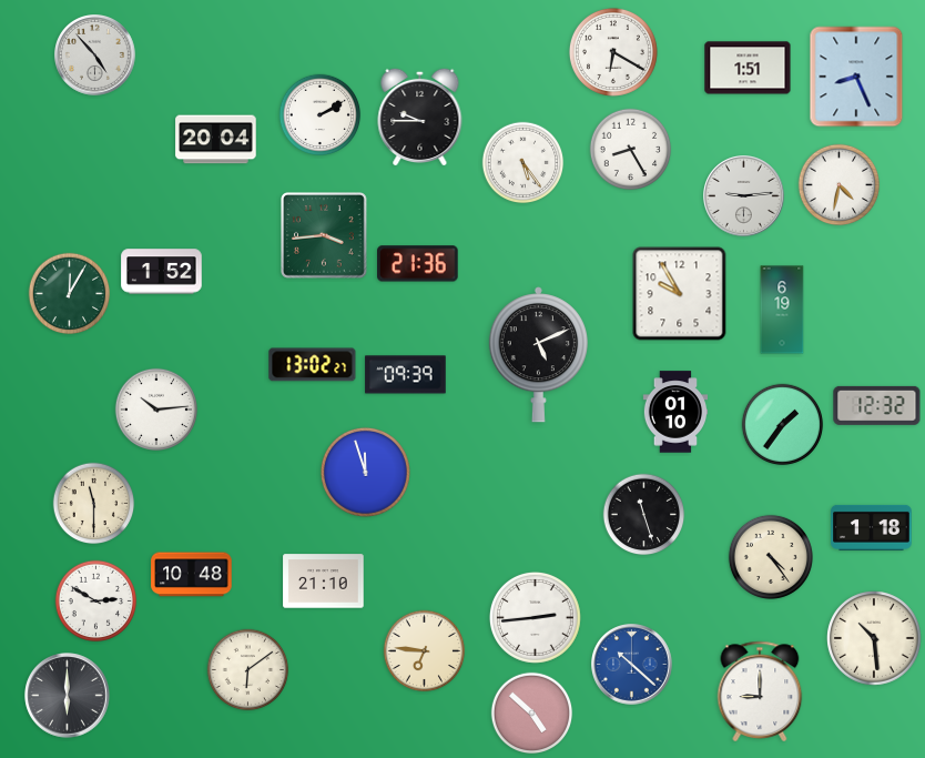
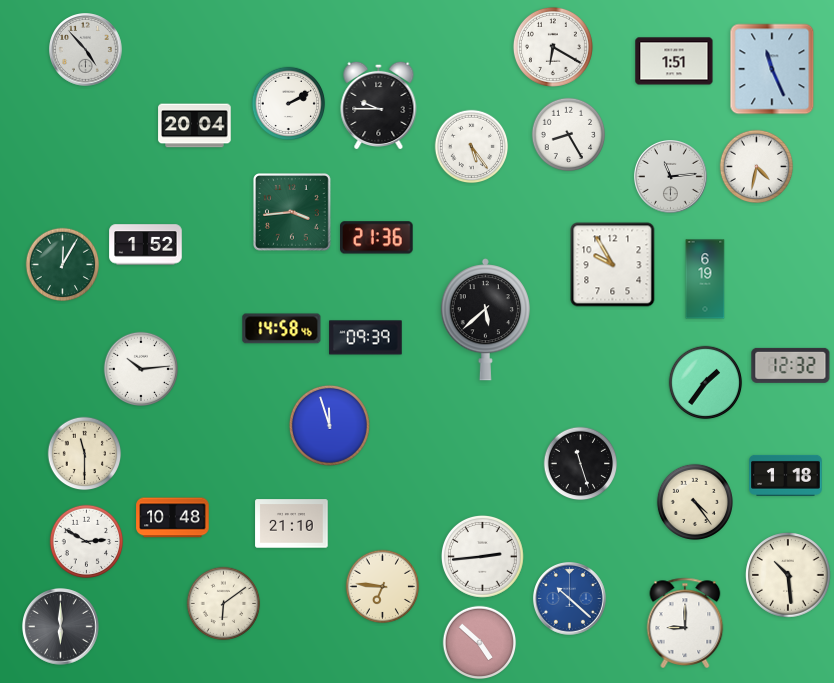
clock at (856, 77): 8:26 -> 11:26
clock at (744, 196): 9:14 -> 11:14
clock at (538, 355): 5:11 -> 5:38
clock at (313, 365): 13:02 -> 14:58
clock at (675, 412): 01:10 -> none
